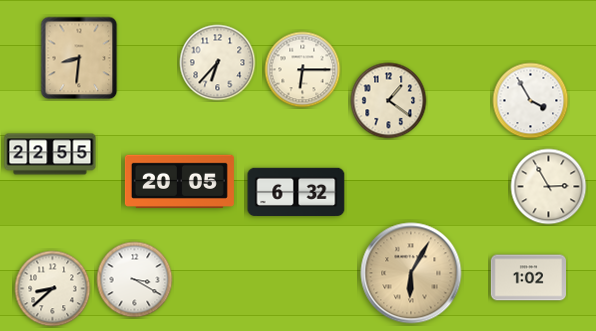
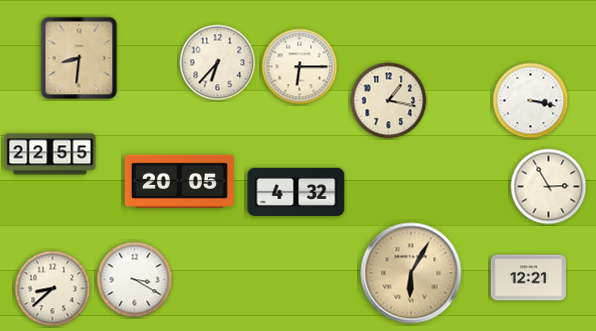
clock at (303, 70) position: (303, 70) -> (300, 67)
clock at (389, 101): 1:21 -> 1:17
clock at (531, 101): 3:55 -> 3:17
clock at (296, 192): 6:32 -> 4:32
clock at (528, 278): 1:02 -> 12:21
